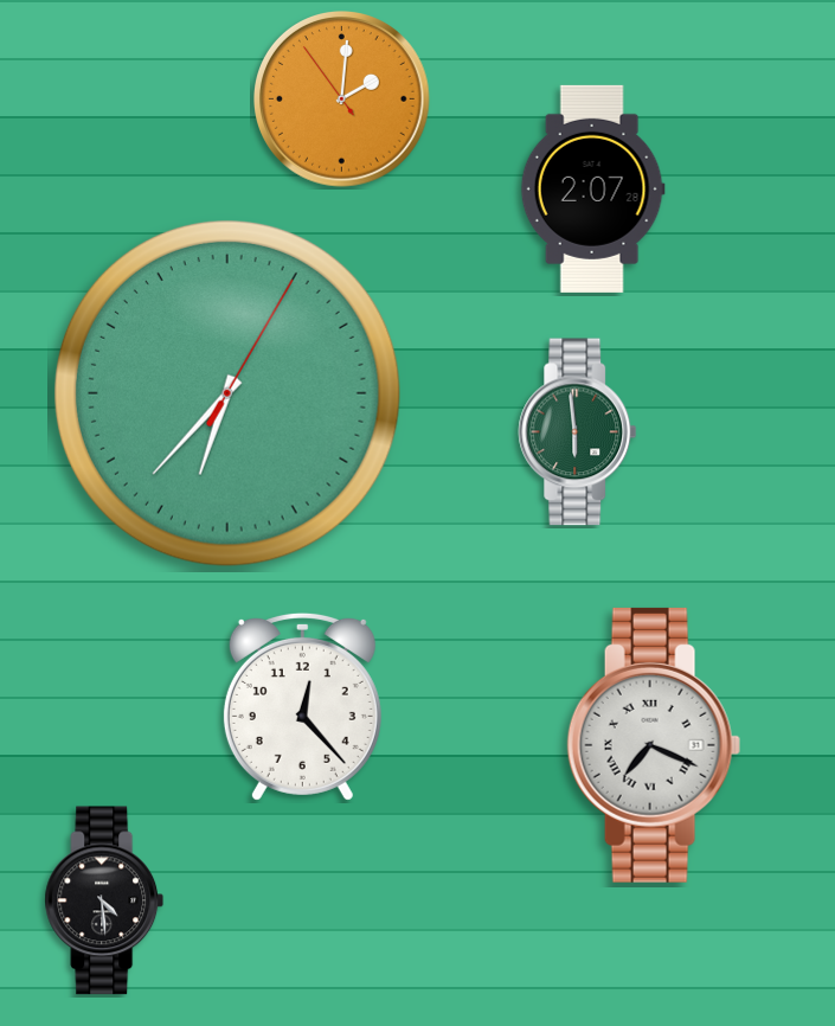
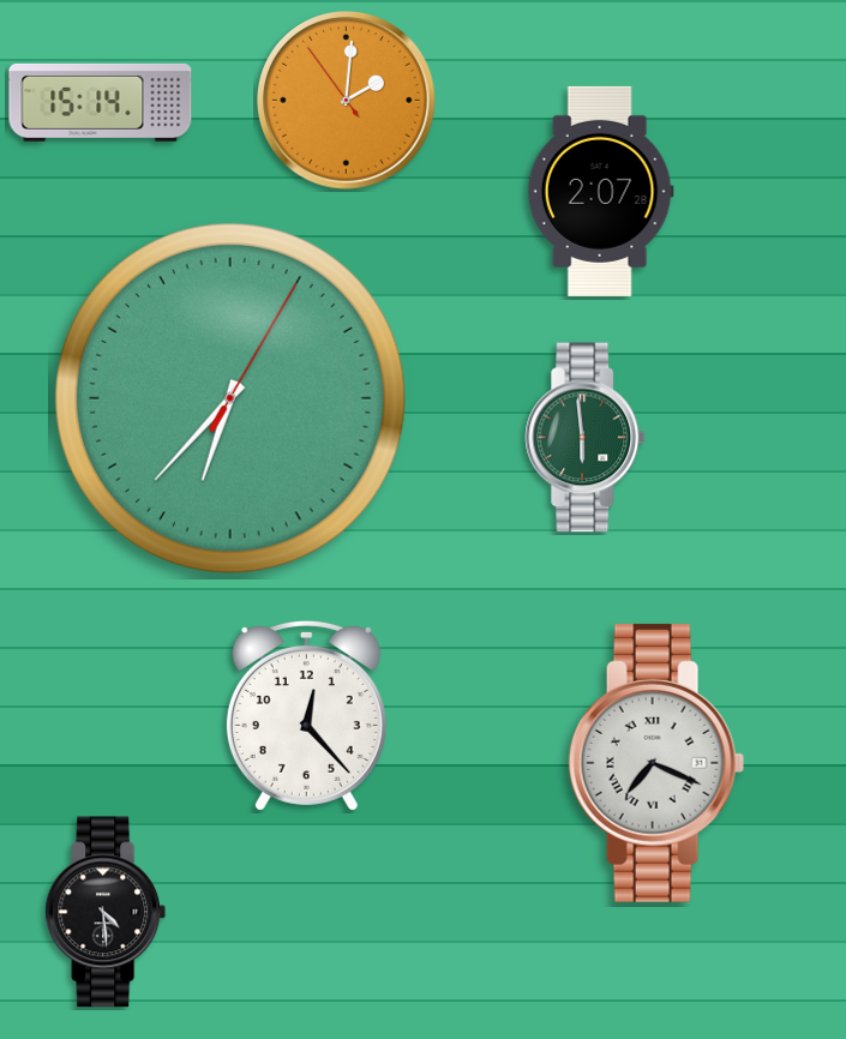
clock at (101, 102): none -> 15:14
clock at (654, 745) position: (654, 745) -> (656, 763)
